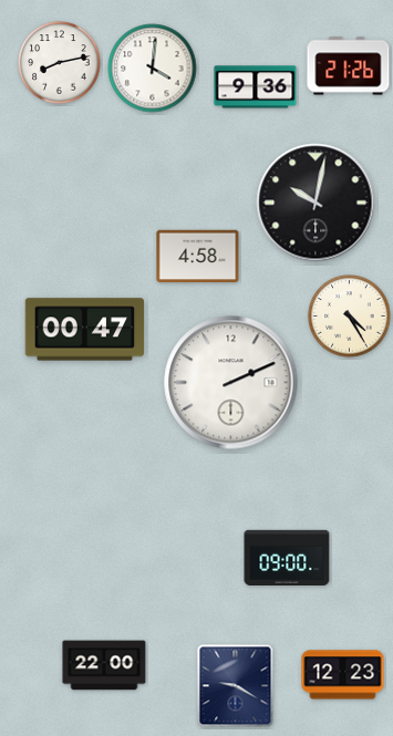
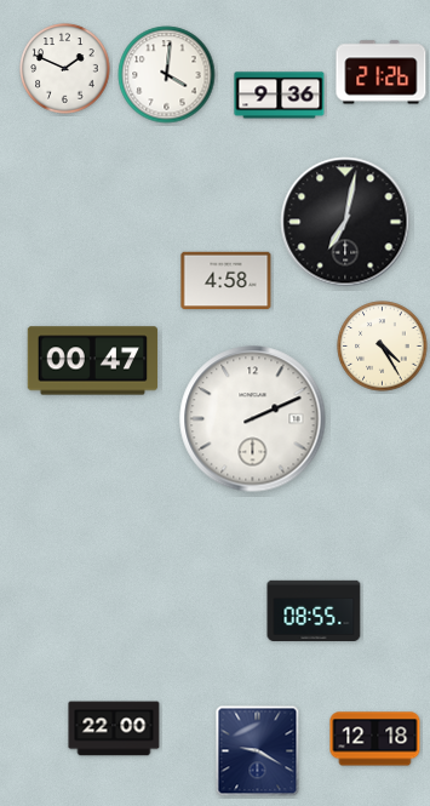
clock at (60, 63): 8:13 -> 1:49
clock at (316, 203): 10:02 -> 7:02
clock at (198, 257) position: (198, 257) -> (227, 281)
clock at (287, 558): 09:00 -> 08:55
clock at (343, 675): 12:23 -> 12:18
